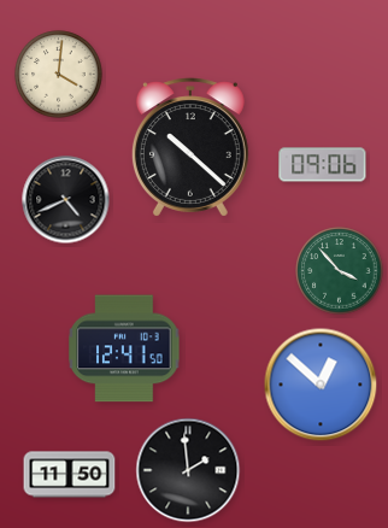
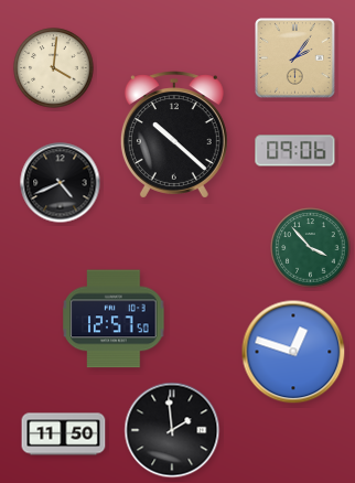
clock at (295, 58): none -> 2:06
clock at (124, 348): 12:41 -> 12:57
clock at (321, 385): 12:52 -> 12:48
